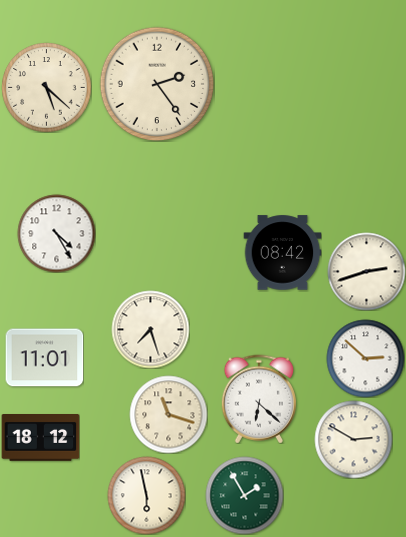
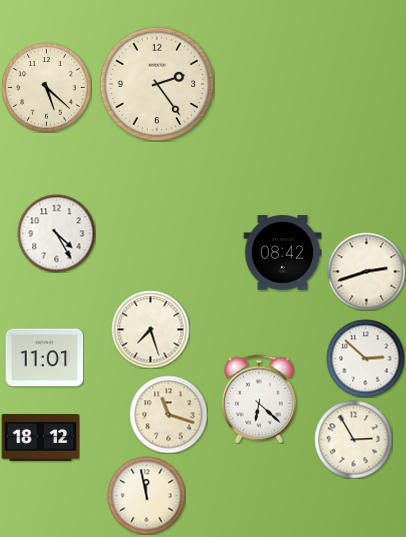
clock at (353, 439): 2:50 -> 2:55
clock at (146, 495): 5:58 -> 11:58
clock at (244, 495): 1:55 -> none
